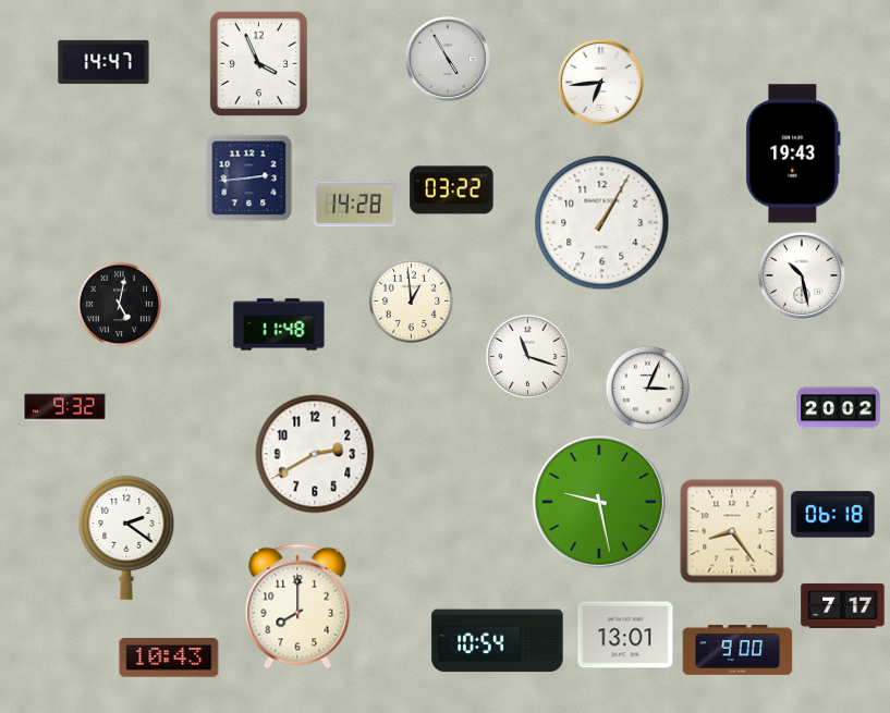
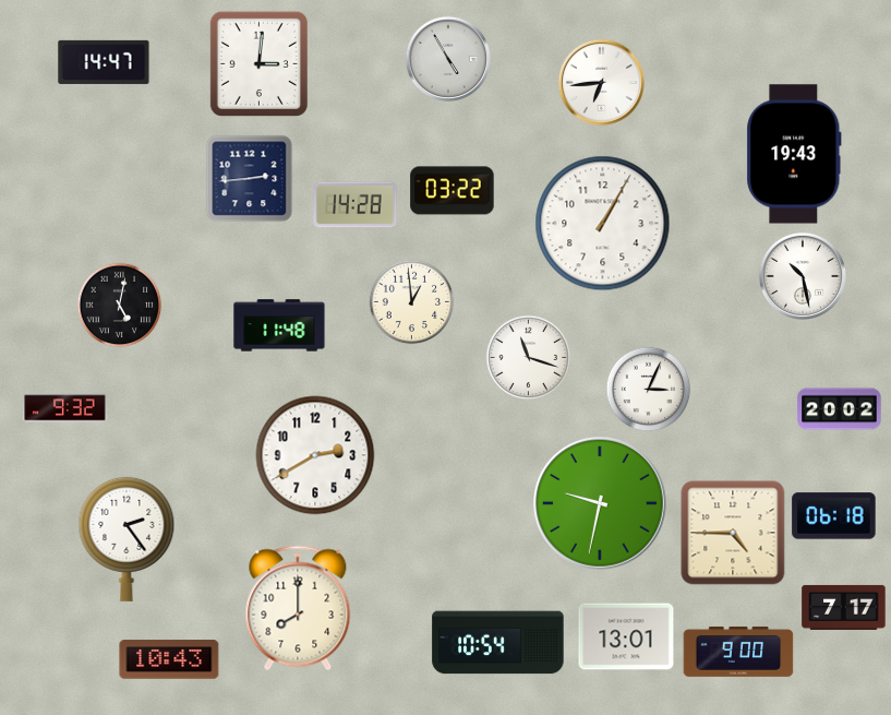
clock at (258, 63): 3:56 -> 3:01
clock at (599, 502): 9:28 -> 9:32
clock at (732, 531): 8:24 -> 4:45
clock at (126, 538): 2:21 -> 2:24
